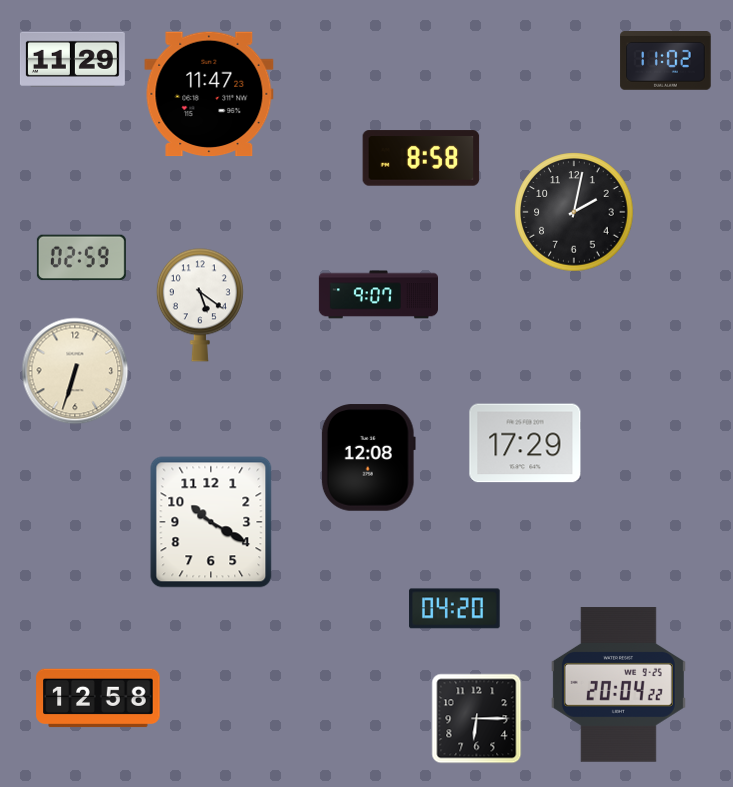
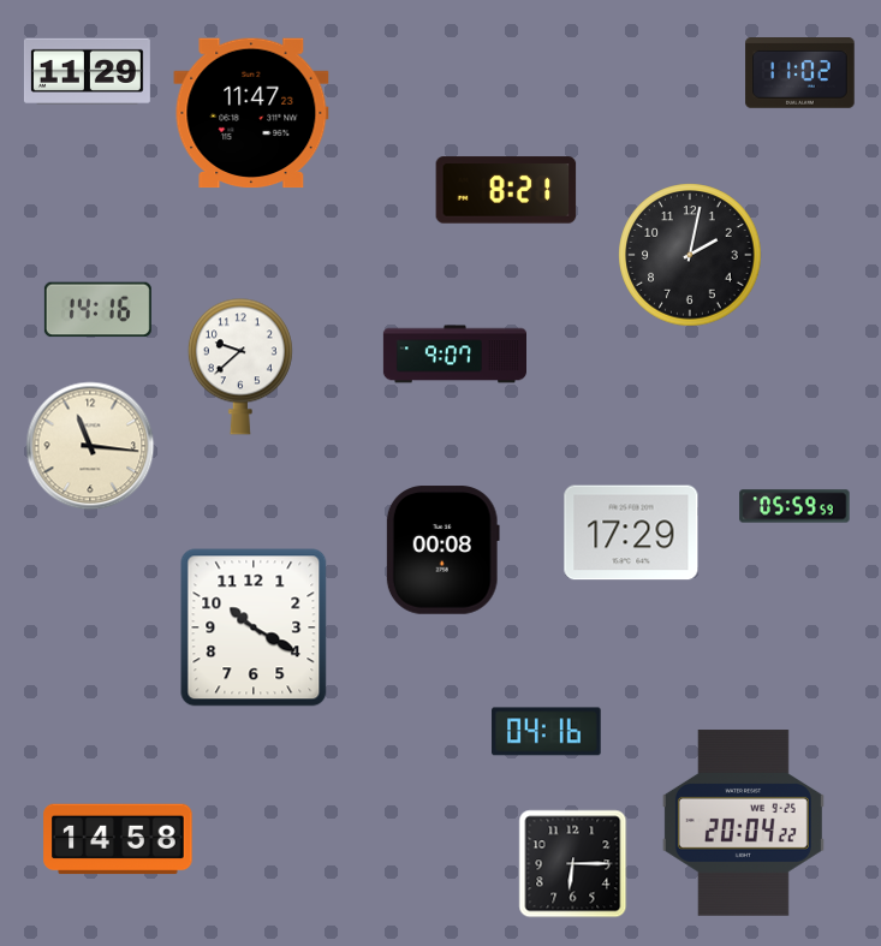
clock at (421, 158): 8:58 -> 8:21
clock at (81, 258): 02:59 -> 14:16
clock at (200, 305): 5:21 -> 9:38
clock at (75, 371): 6:33 -> 11:16
clock at (794, 506): none -> 05:59
clock at (368, 458): 12:08 -> 00:08
clock at (455, 609): 04:20 -> 04:16
clock at (98, 698): 12:58 -> 14:58
